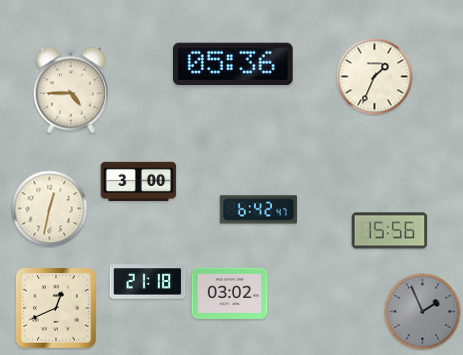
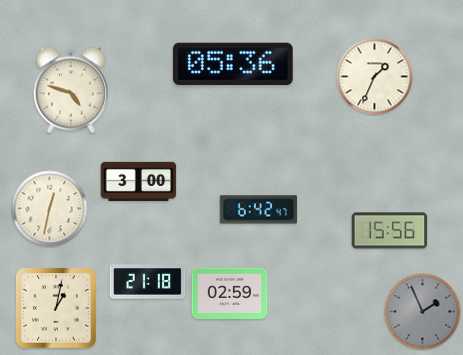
clock at (70, 90): 4:45 -> 4:48
clock at (230, 293): 03:02 -> 02:59
clock at (57, 309): 12:41 -> 1:02
